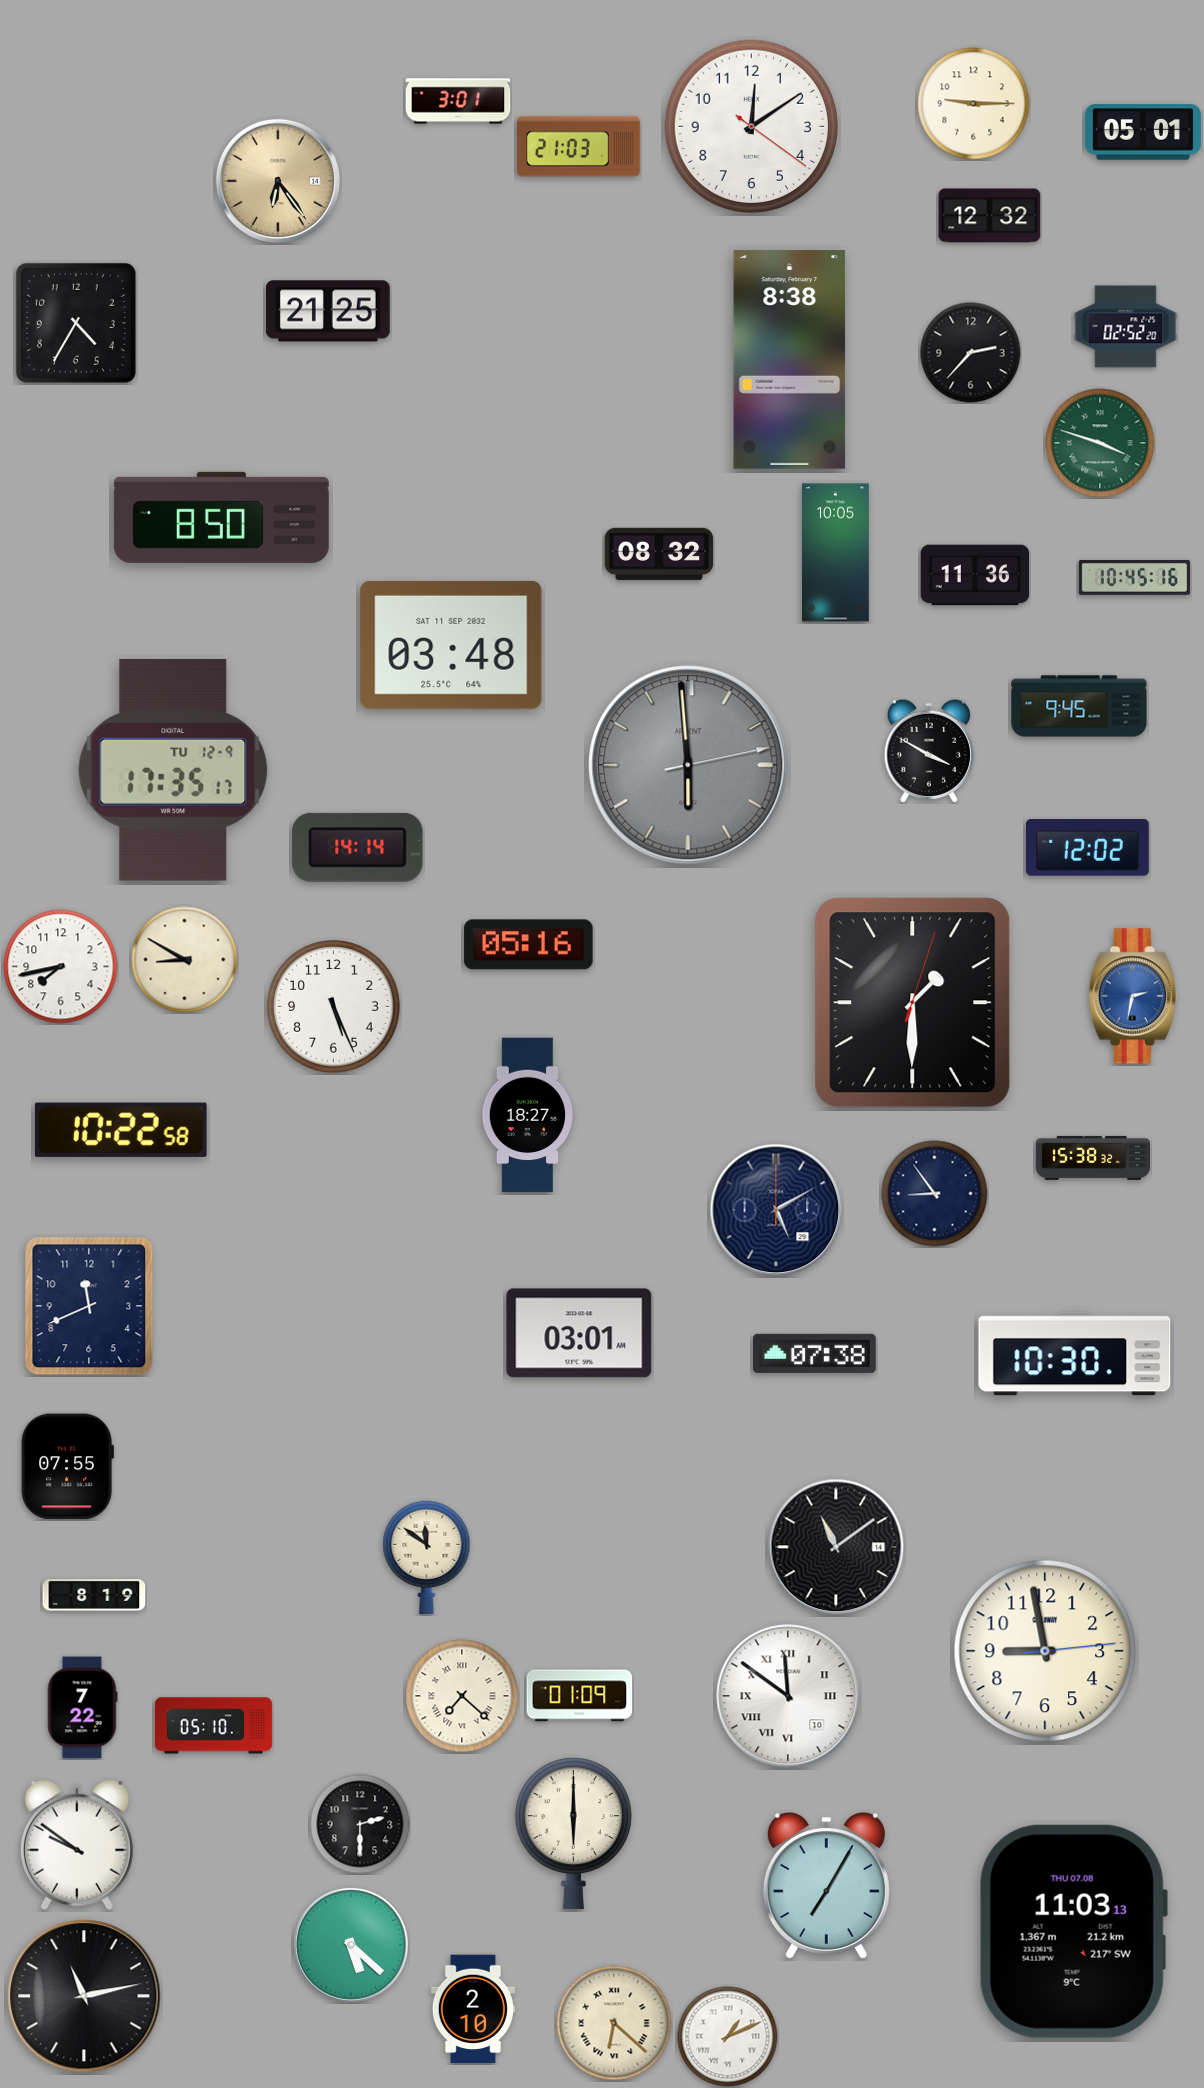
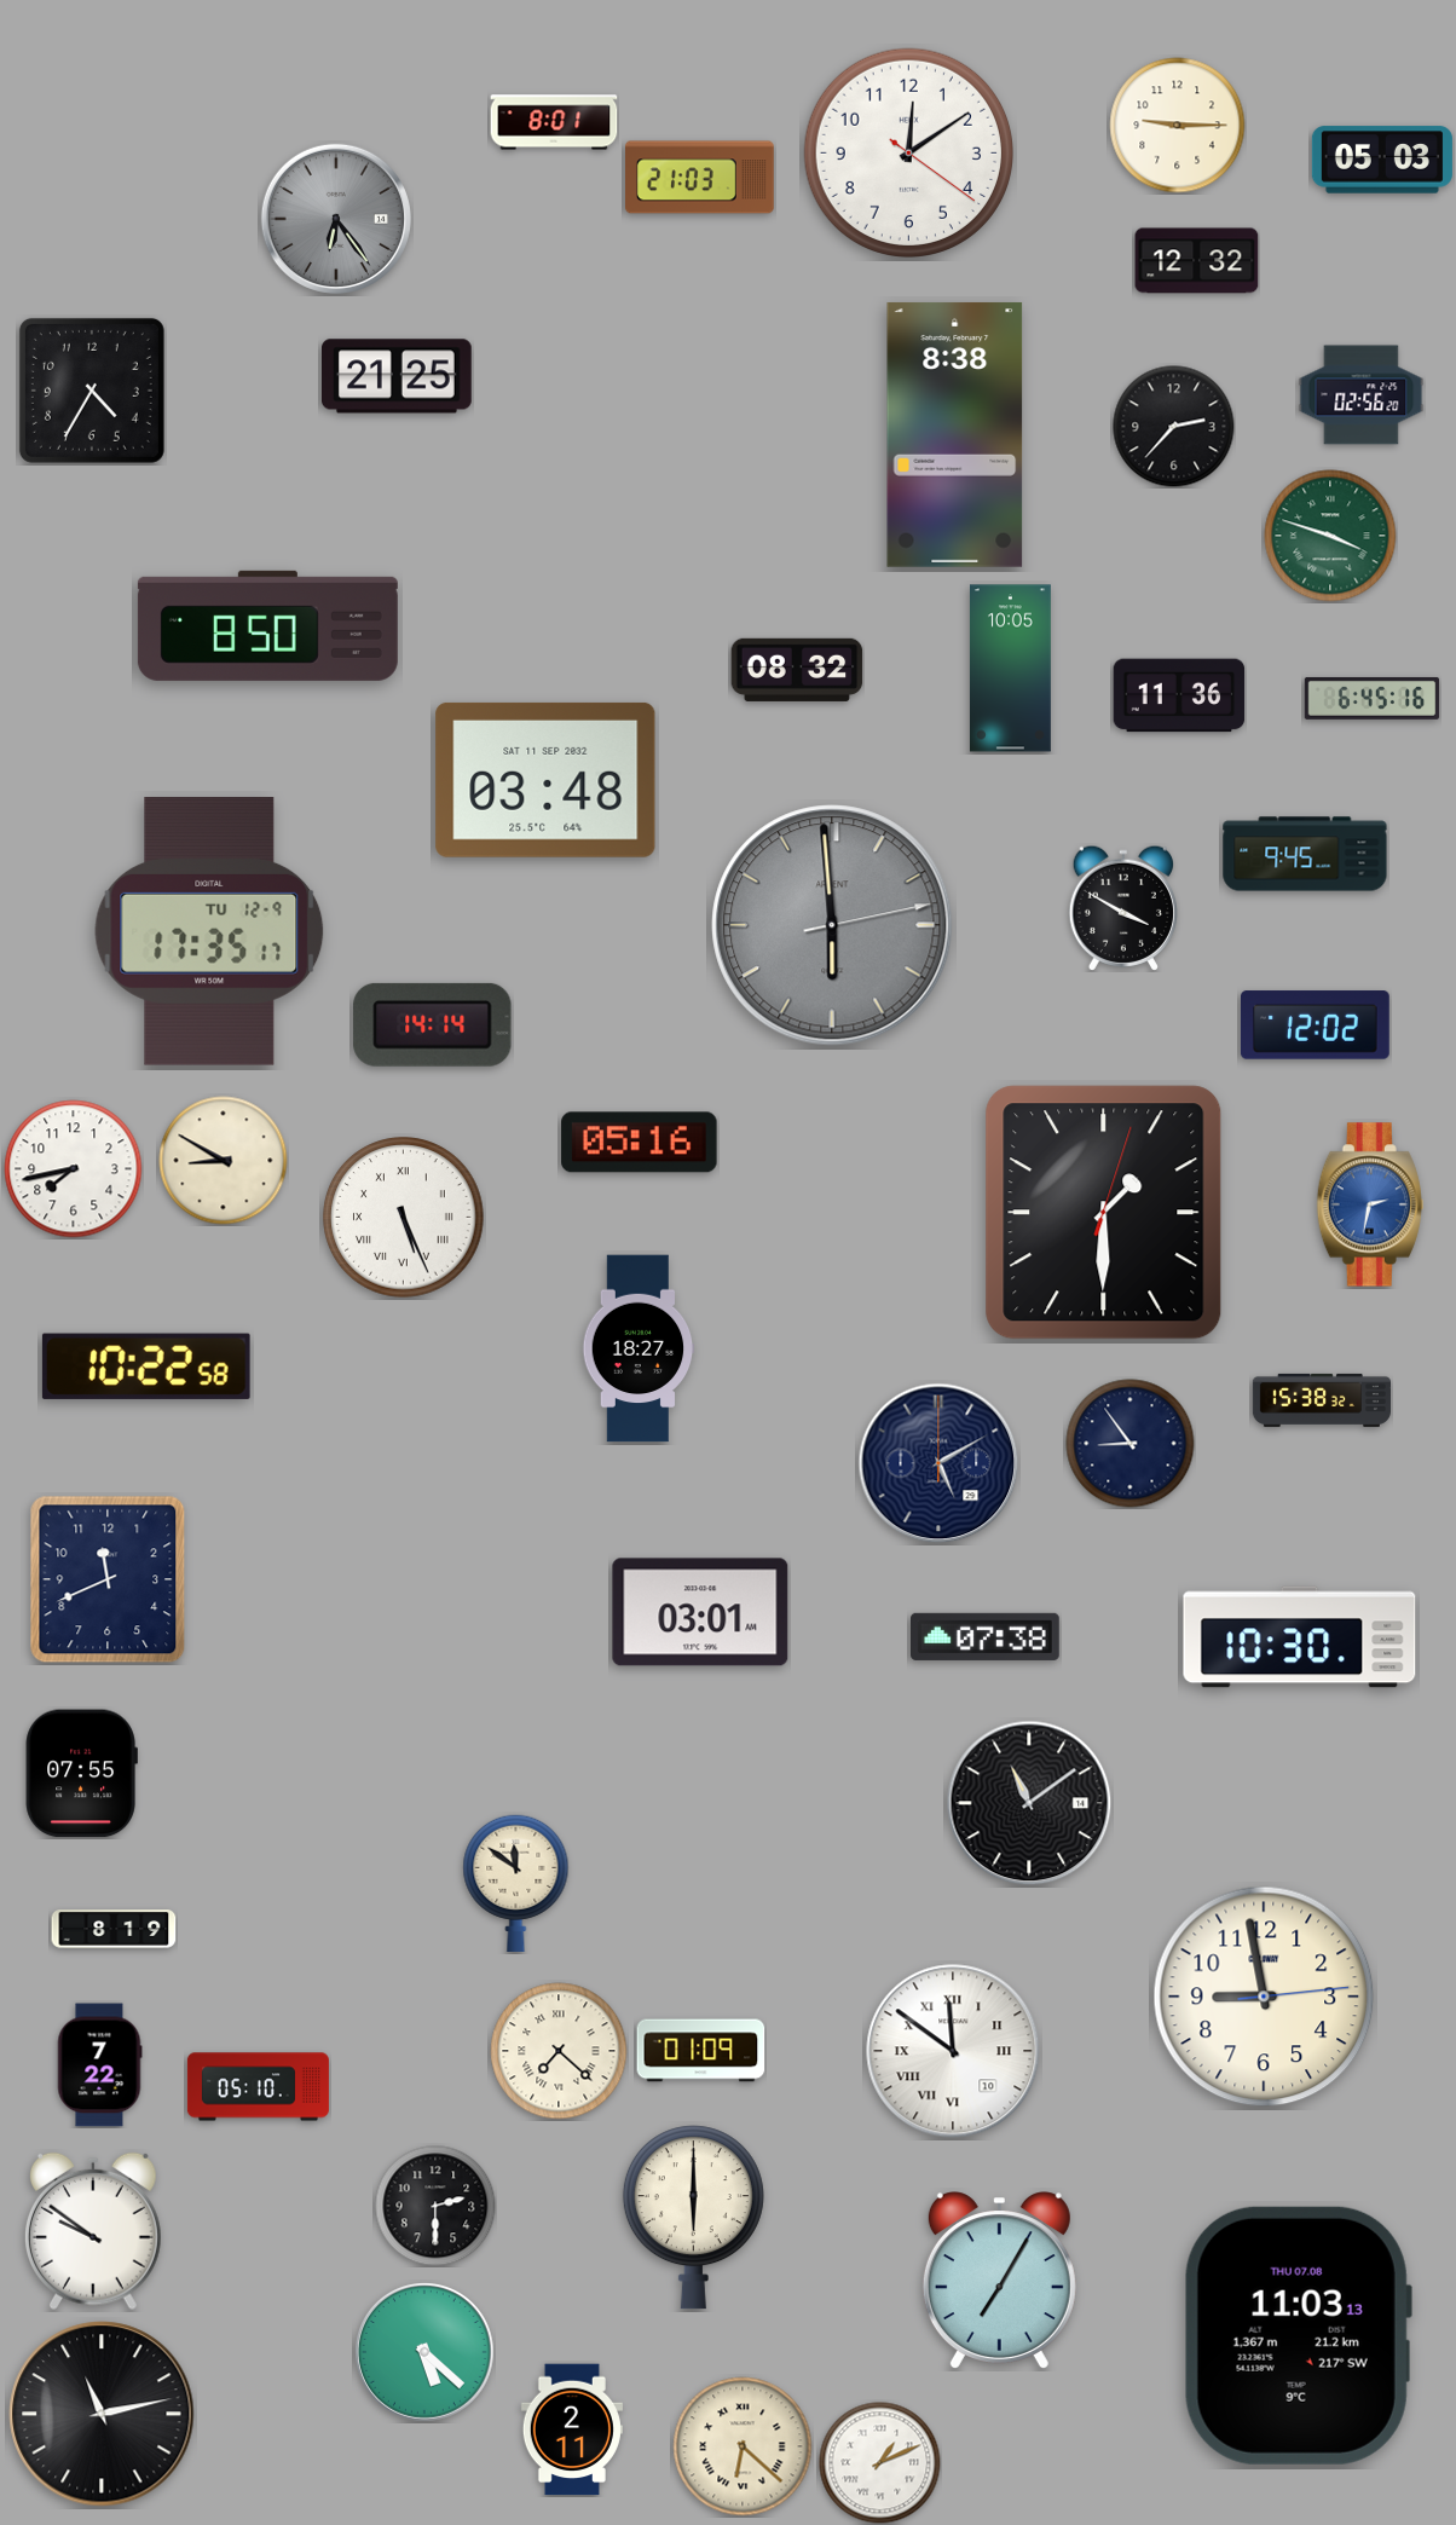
clock at (458, 101): 3:01 -> 8:01
clock at (1143, 132): 05:01 -> 05:03
clock at (278, 181) dial: champagne -> grey
clock at (1126, 327): 02:52 -> 02:56
clock at (1135, 577): 10:45 -> 6:45
clock at (334, 1007) numerals: Arabic -> Roman
clock at (836, 1547) position: (836, 1547) -> (1029, 1803)
clock at (473, 2009): 2:10 -> 2:11
